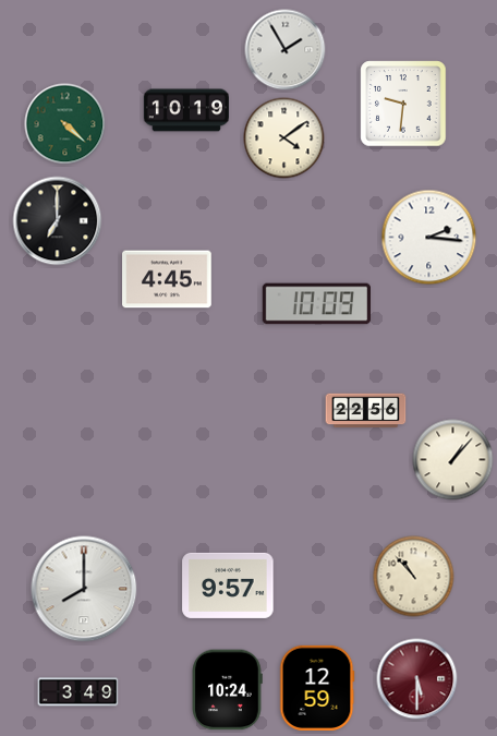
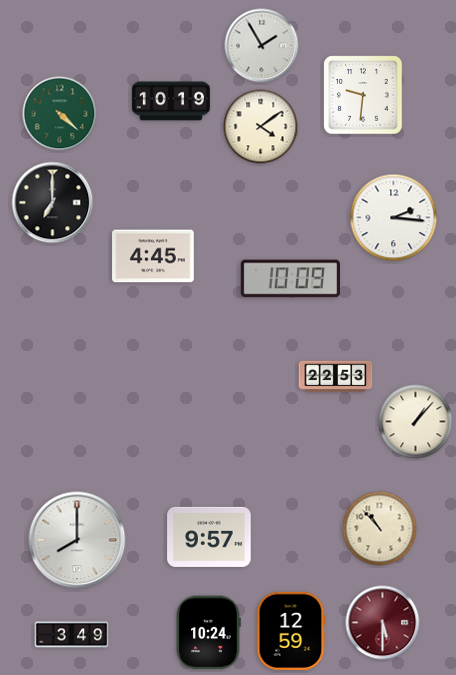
clock at (403, 104) position: (403, 104) -> (363, 95)
clock at (366, 411): 22:56 -> 22:53
